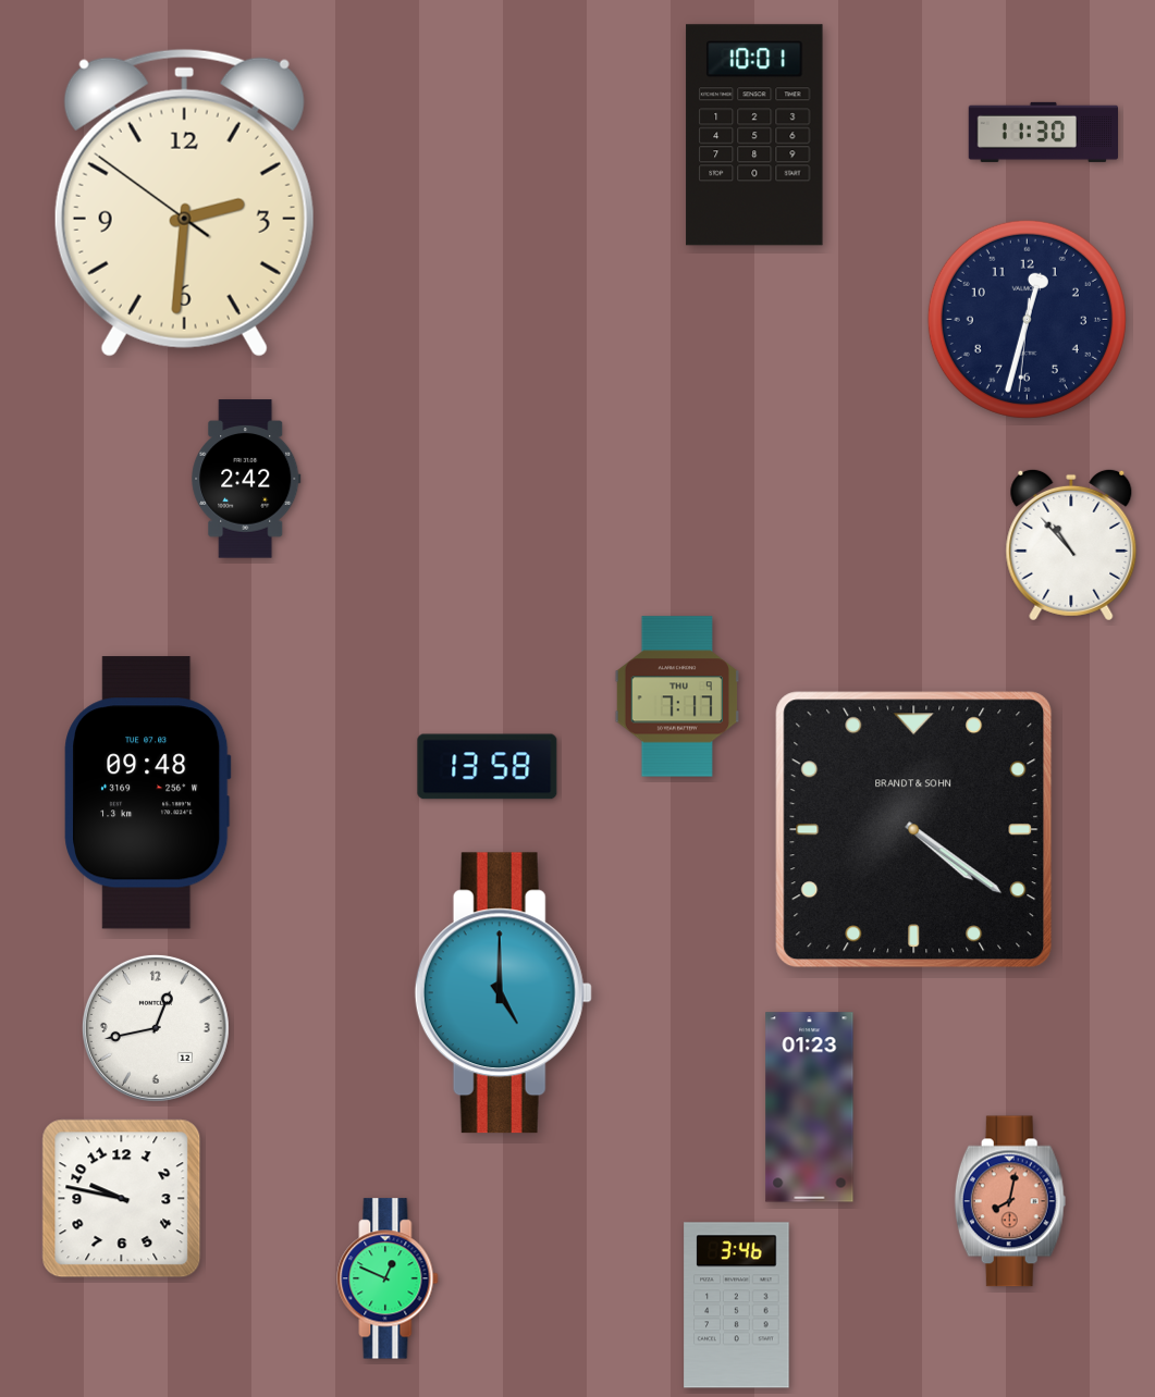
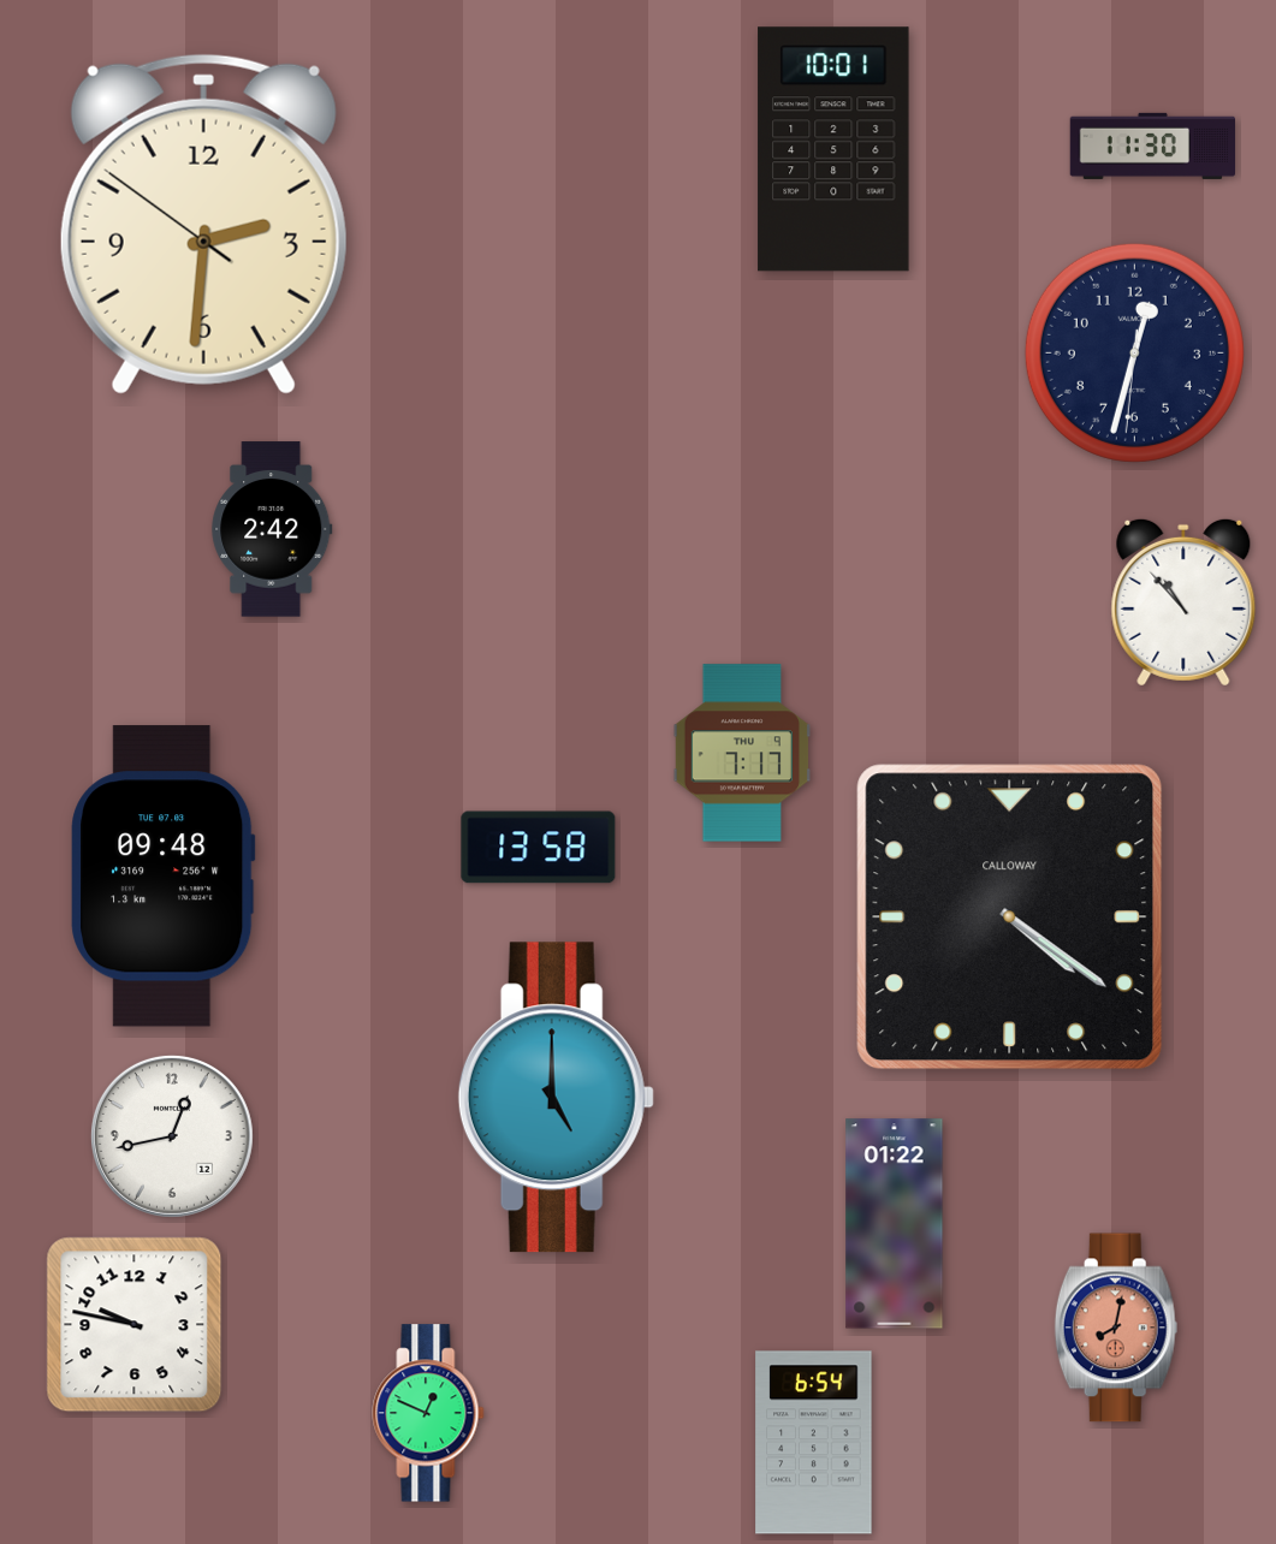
clock at (676, 696) position: (676, 696) -> (741, 753)
clock at (914, 830) brand: BRANDT & SOHN -> CALLOWAY
clock at (810, 1108): 01:23 -> 01:22
clock at (737, 1306): 3:46 -> 6:54
